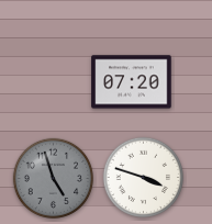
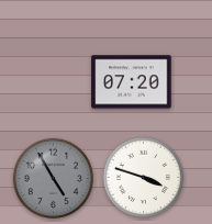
clock at (53, 178): 4:57 -> 4:55
